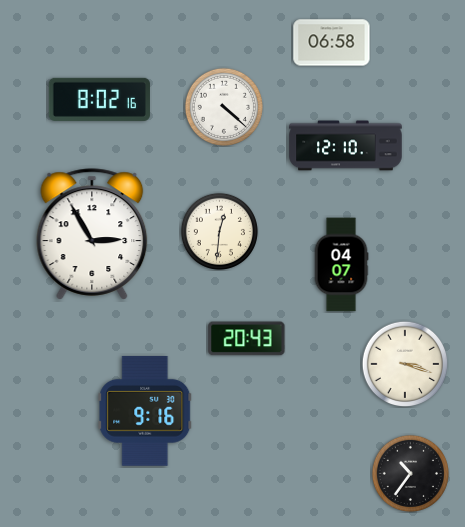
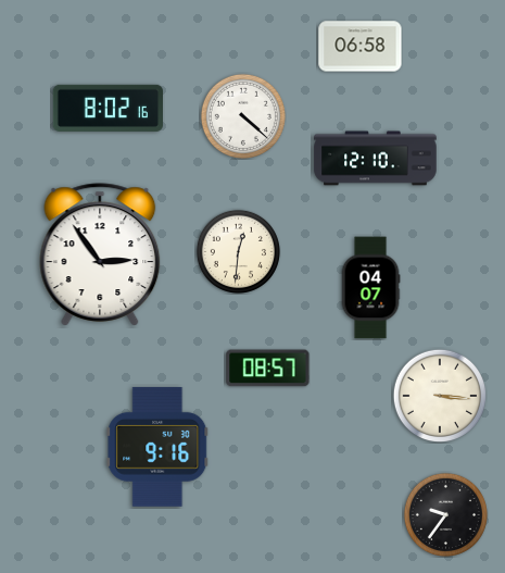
clock at (92, 234): 2:55 -> 2:54
clock at (247, 339): 20:43 -> 08:57
clock at (405, 364): 3:18 -> 3:16
clock at (410, 473): 10:36 -> 9:36
